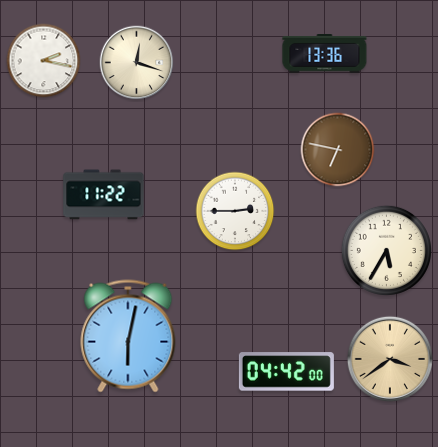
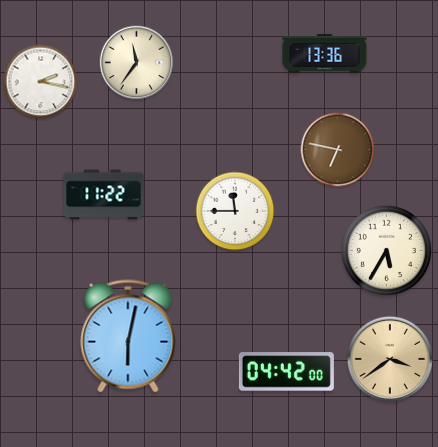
clock at (44, 61) position: (44, 61) -> (41, 82)
clock at (137, 63): 12:18 -> 11:36
clock at (235, 211): 2:45 -> 11:45
